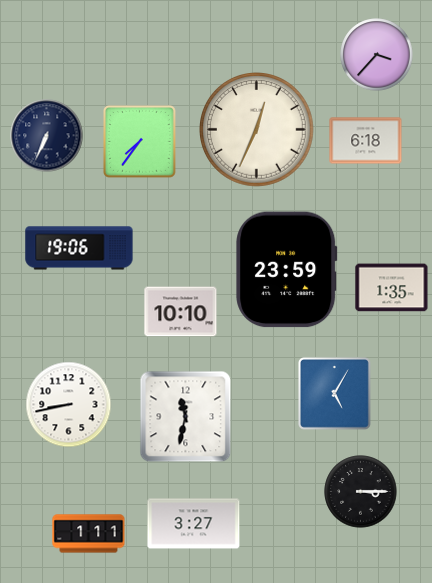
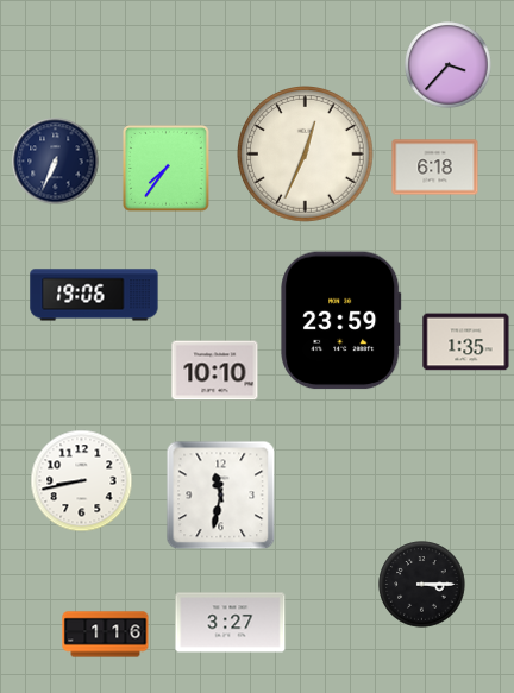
clock at (334, 393): 5:05 -> none
clock at (361, 492) position: (361, 492) -> (422, 585)
clock at (89, 534): 1:11 -> 1:16
